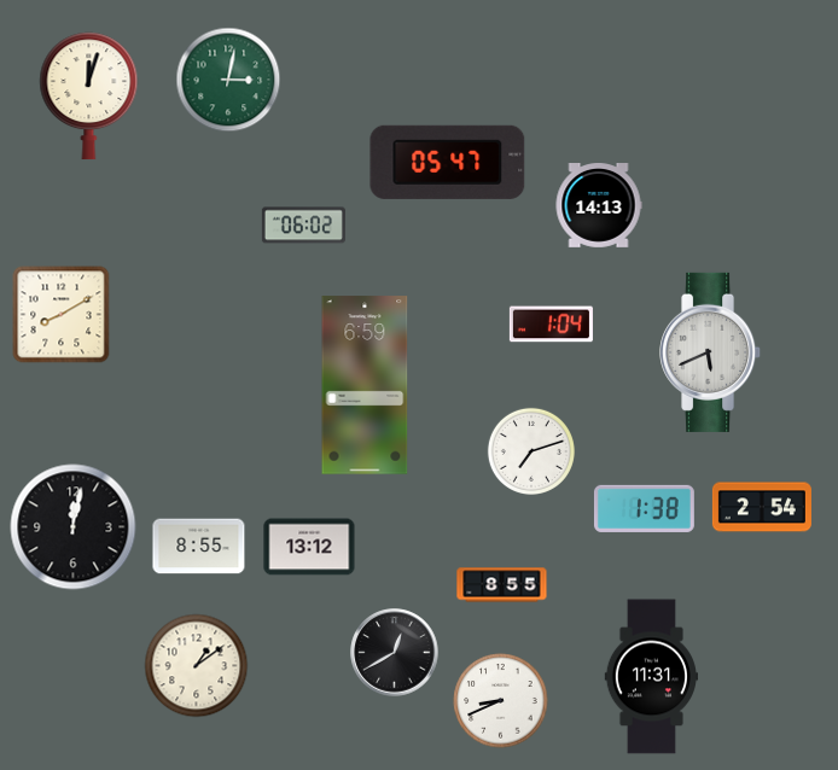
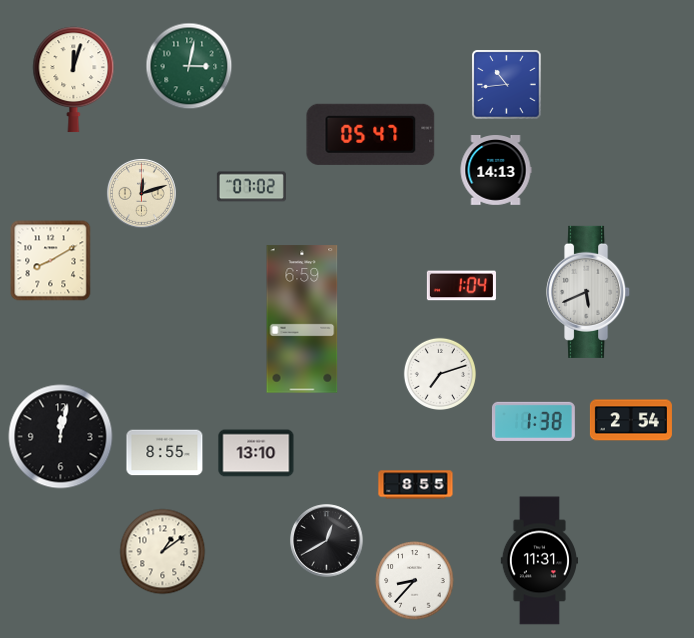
clock at (507, 85): none -> 10:44
clock at (303, 226): 06:02 -> 07:02
clock at (141, 193): none -> 12:12
clock at (551, 325) position: (551, 325) -> (461, 286)
clock at (309, 547): 13:12 -> 13:10
clock at (501, 701): 8:41 -> 8:37
